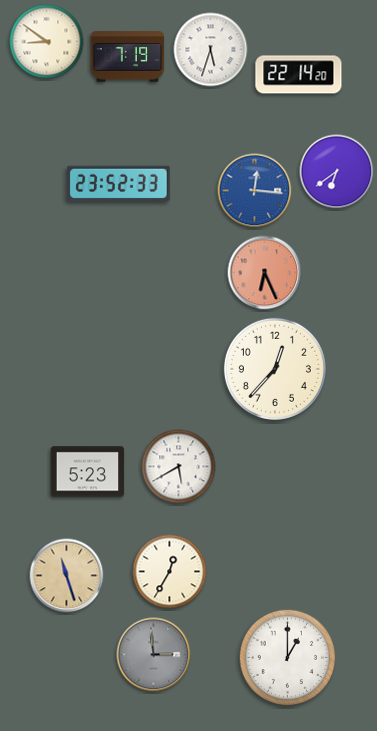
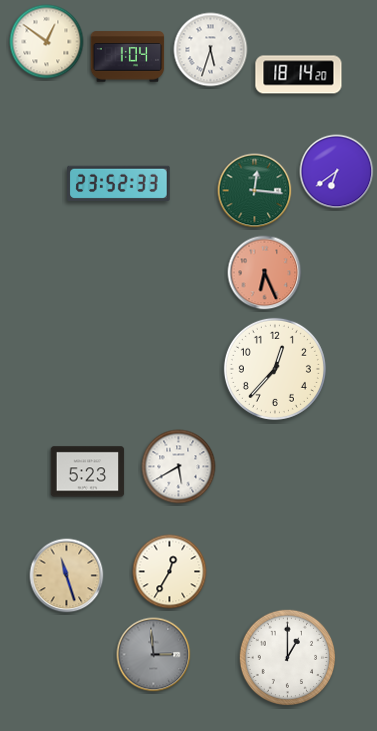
clock at (47, 42): 8:51 -> 12:51
clock at (128, 57): 7:19 -> 1:04
clock at (299, 75): 22:14 -> 18:14
clock at (255, 191) dial: blue -> green
